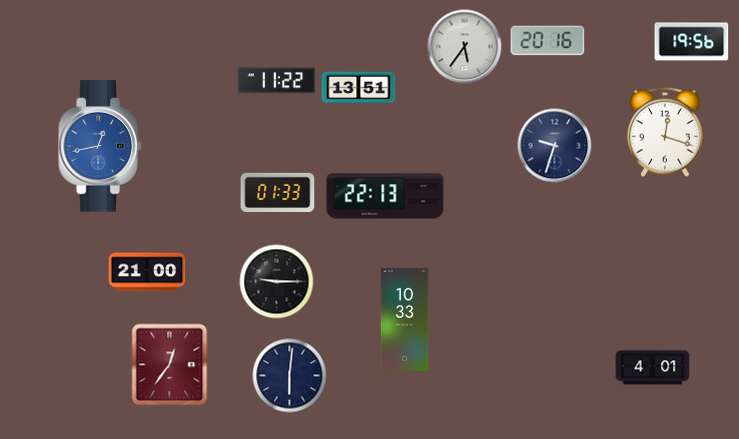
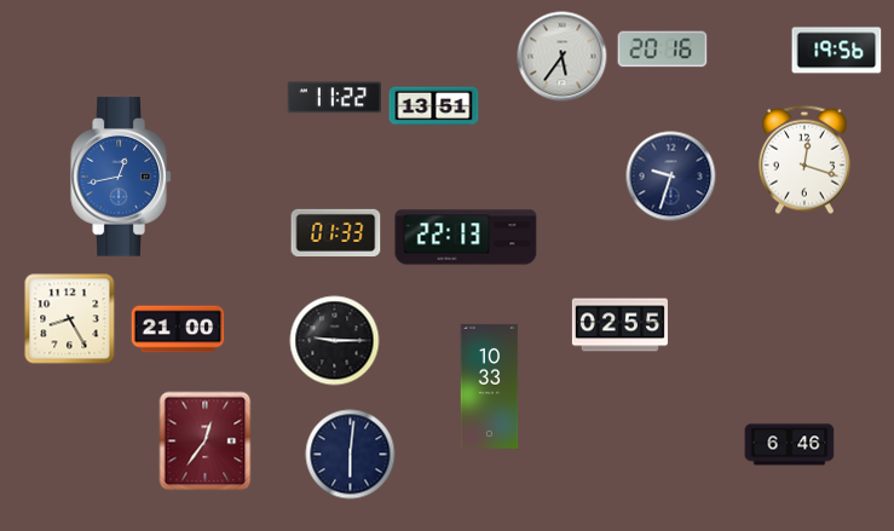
clock at (70, 319): none -> 8:25
clock at (619, 325): none -> 02:55
clock at (653, 368): 4:01 -> 6:46
